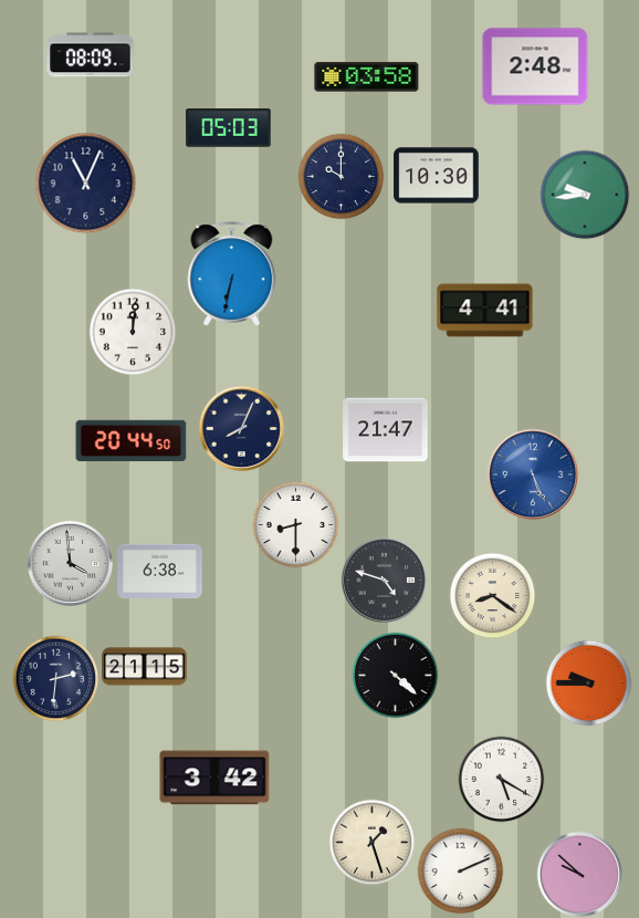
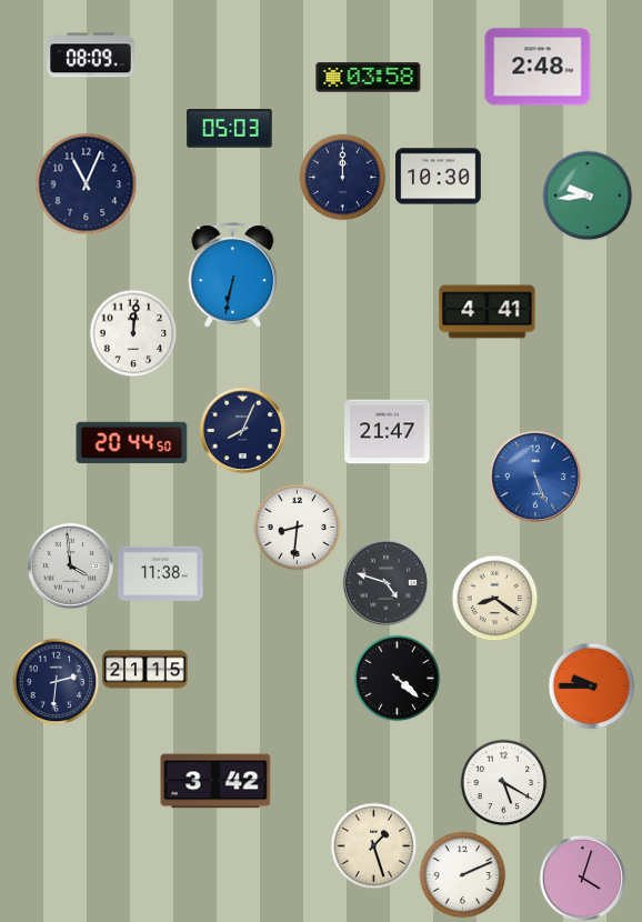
clock at (341, 176): 10:00 -> 12:00
clock at (295, 524): 8:30 -> 8:31
clock at (160, 571): 6:38 -> 11:38
clock at (579, 874): 9:52 -> 4:03
